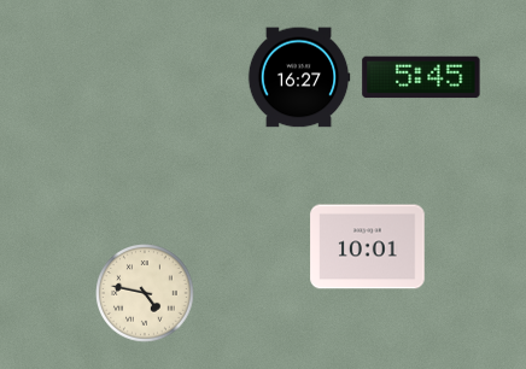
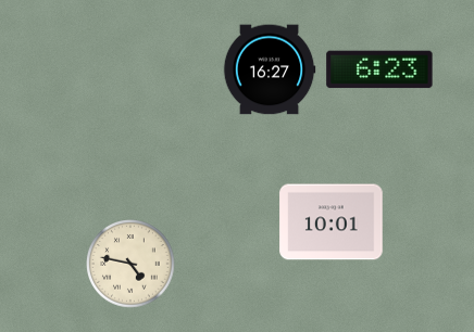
clock at (421, 77): 5:45 -> 6:23
